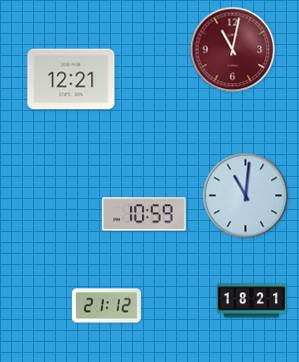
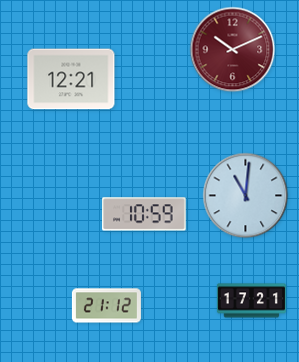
clock at (233, 50): 11:02 -> 10:11
clock at (251, 301): 18:21 -> 17:21
